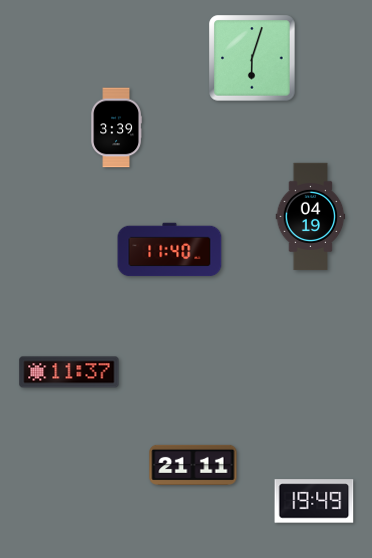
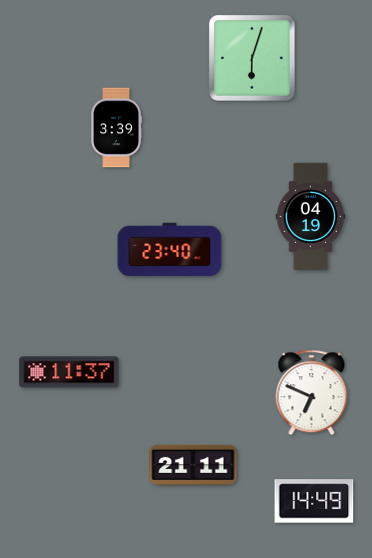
clock at (170, 250): 11:40 -> 23:40
clock at (312, 393): none -> 6:49
clock at (314, 501): 19:49 -> 14:49
